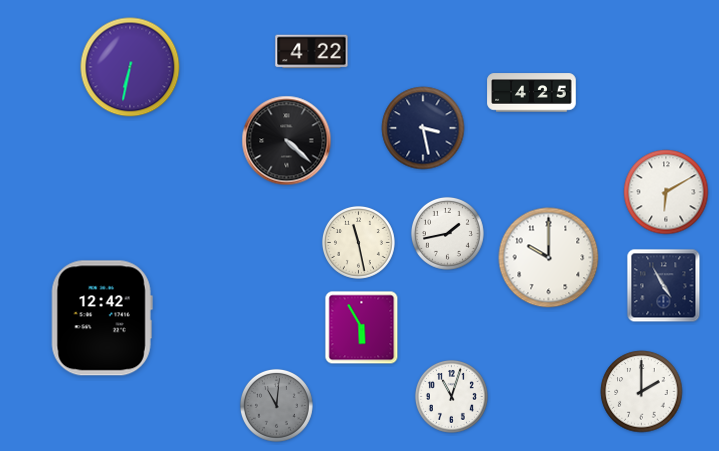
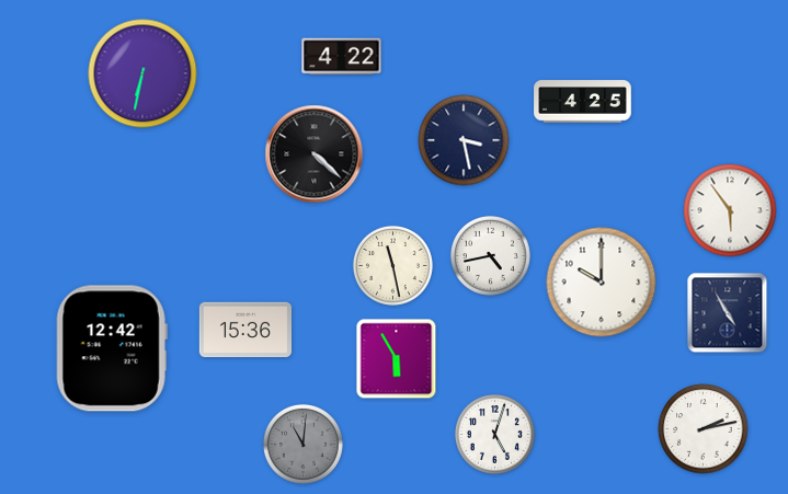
clock at (666, 192): 6:10 -> 5:54
clock at (447, 233): 1:43 -> 4:43
clock at (244, 330): none -> 15:36
clock at (642, 392): 2:00 -> 2:13
clock at (451, 396): 11:03 -> 5:03
